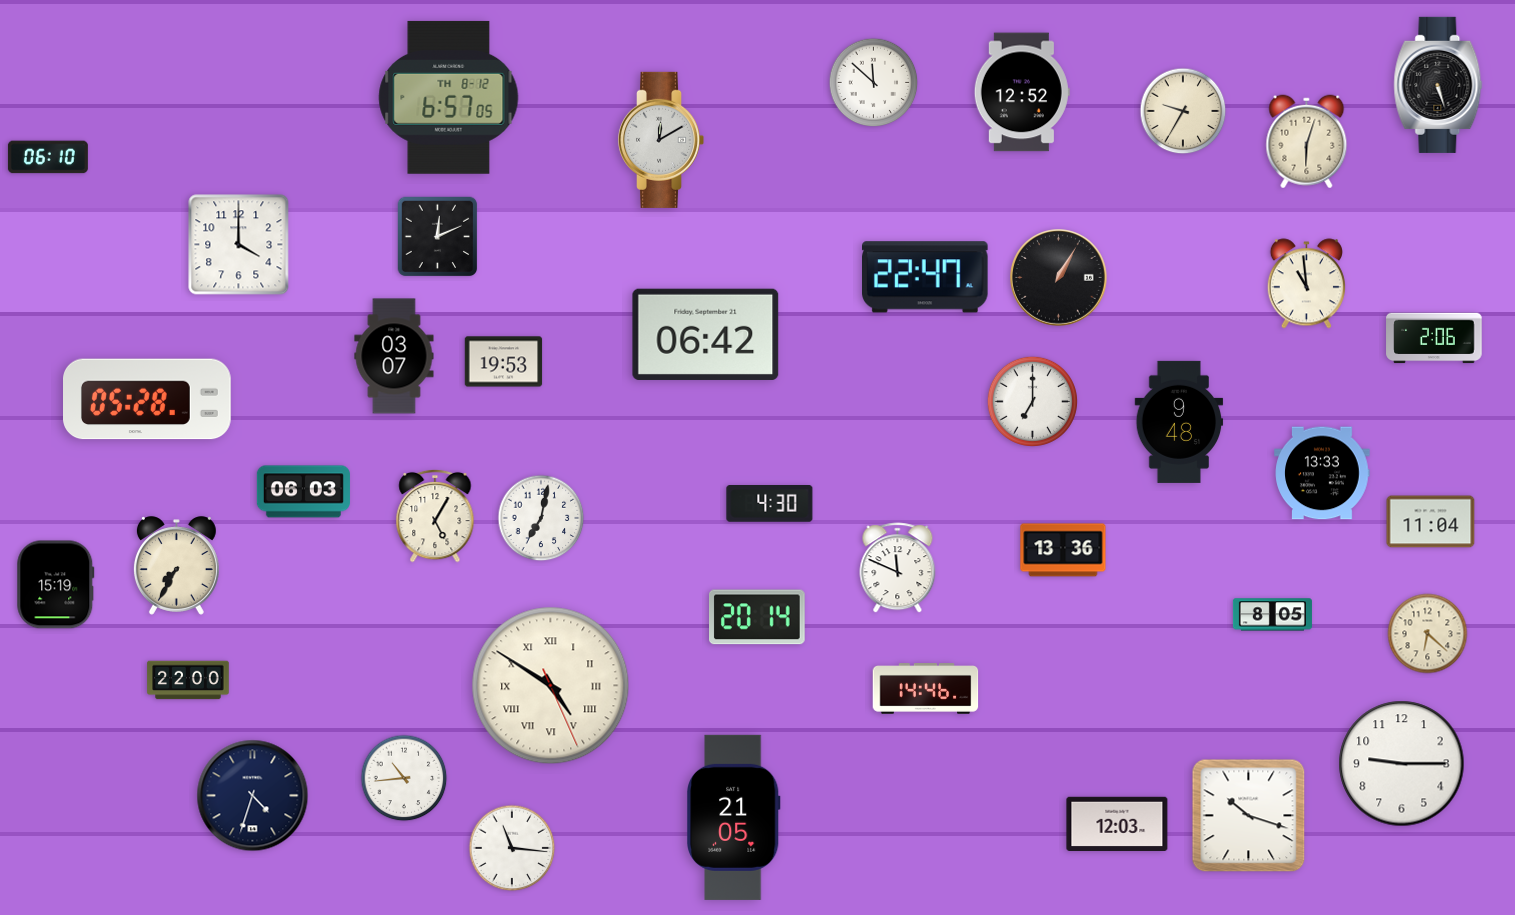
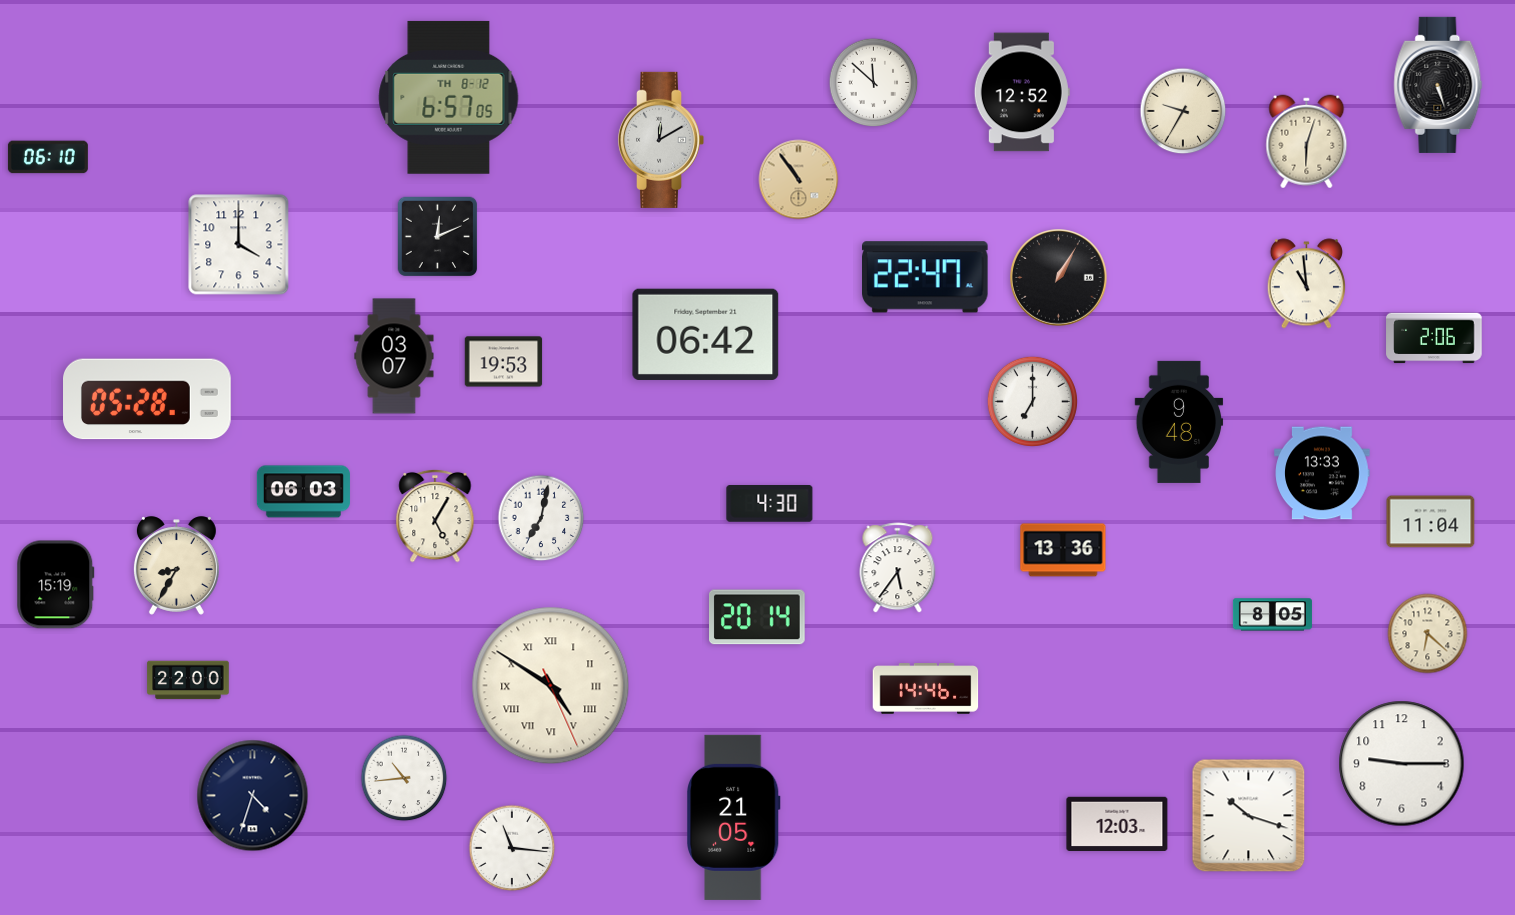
clock at (799, 180): none -> 10:54
clock at (176, 566): 7:35 -> 8:35
clock at (898, 568): 11:49 -> 5:36
